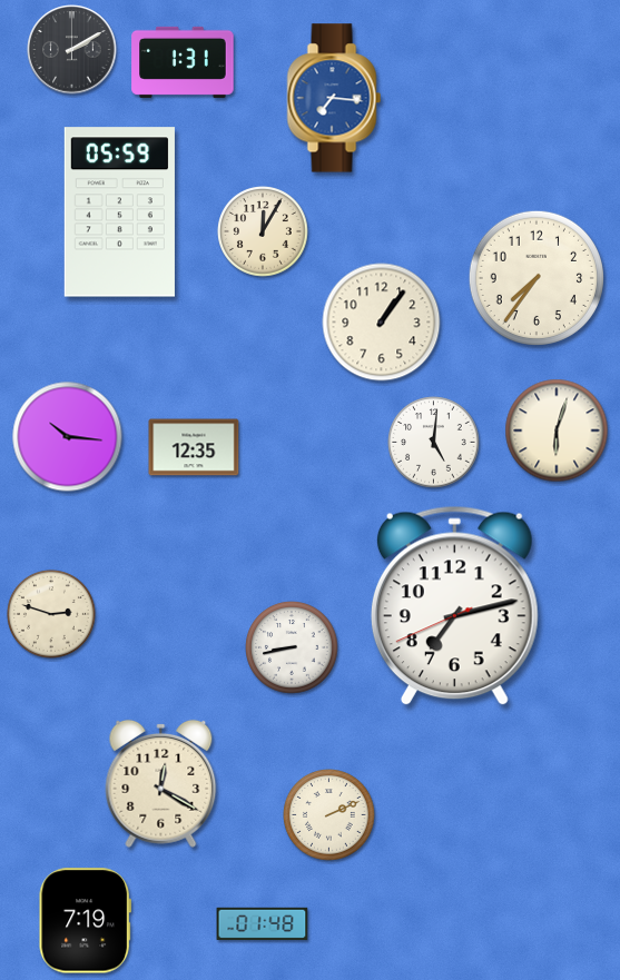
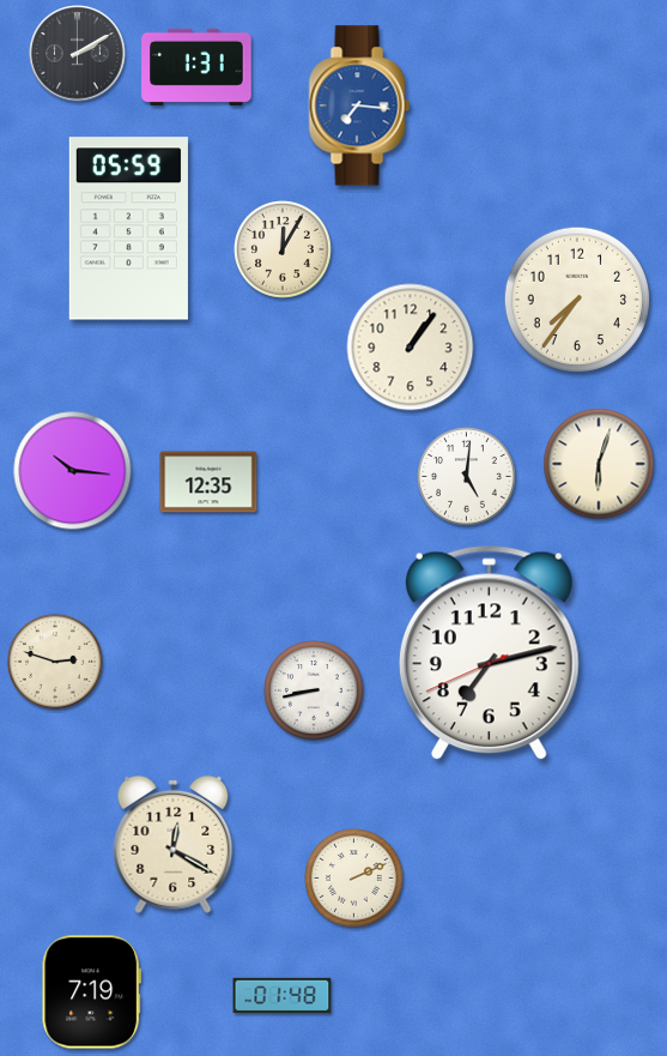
clock at (292, 647) position: (292, 647) -> (314, 690)
